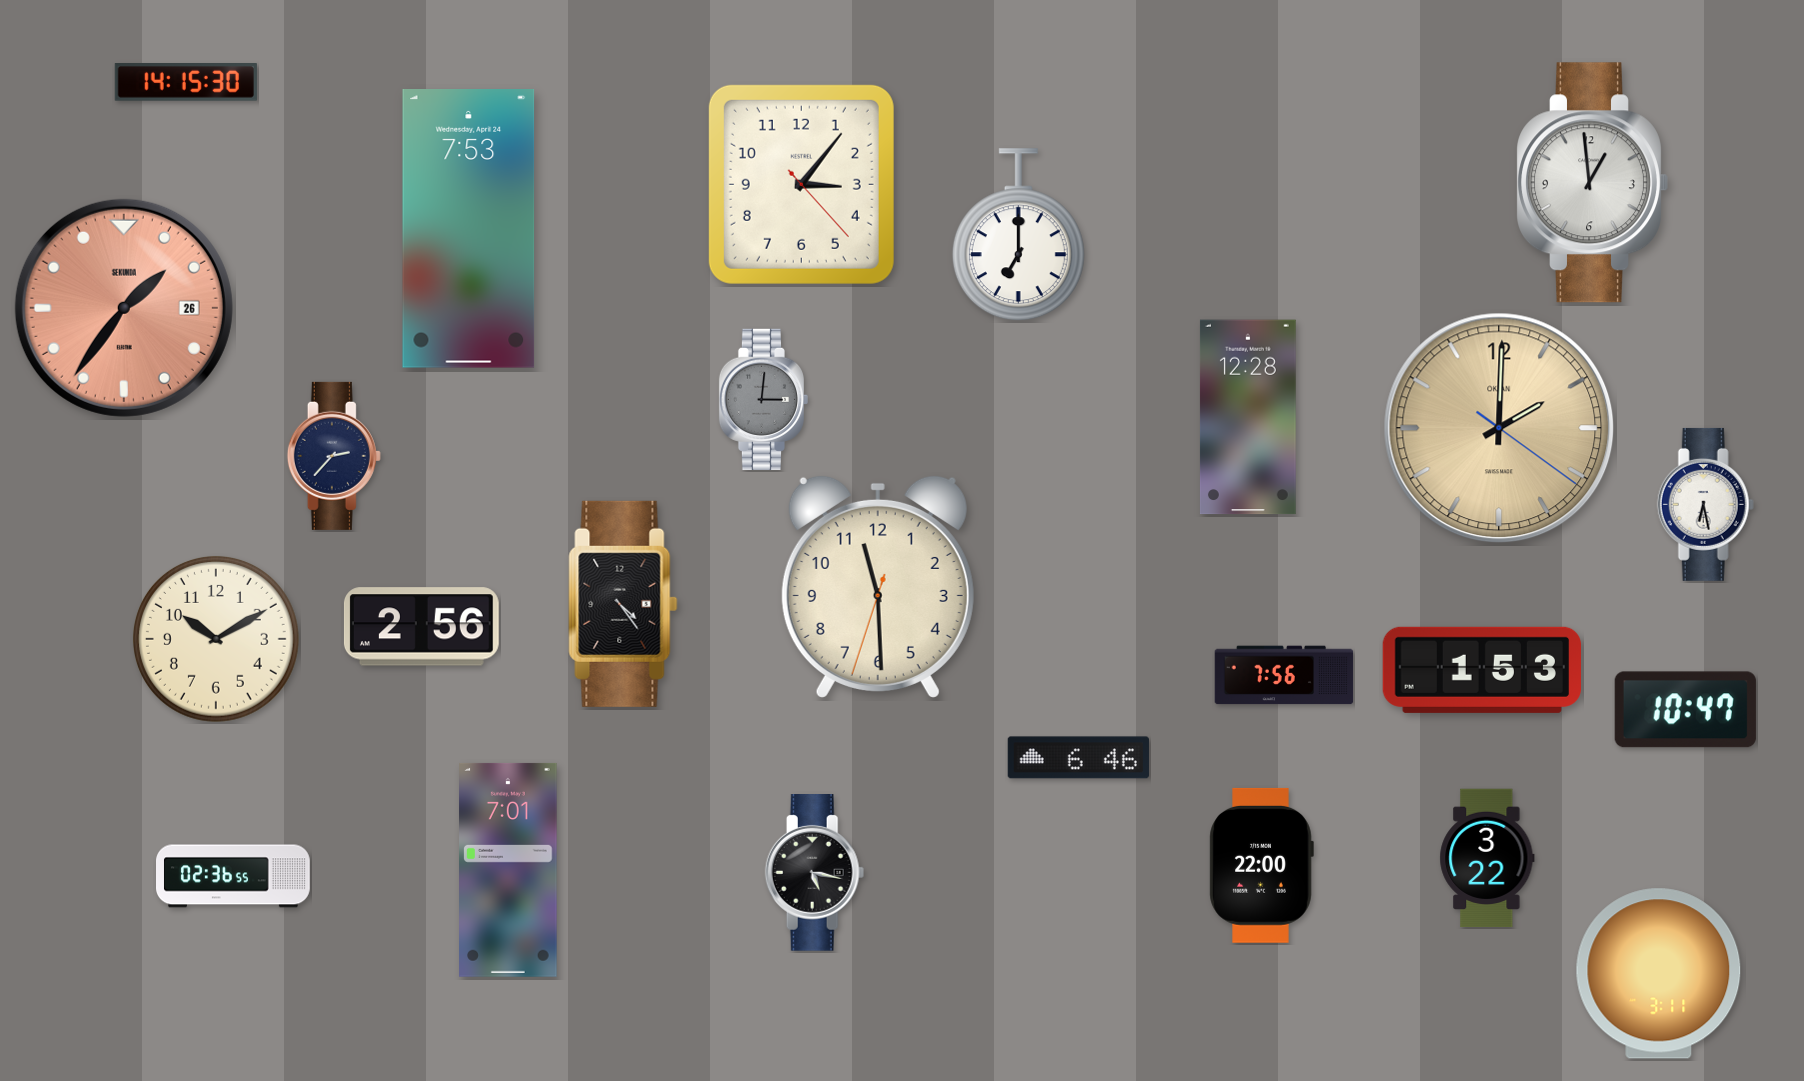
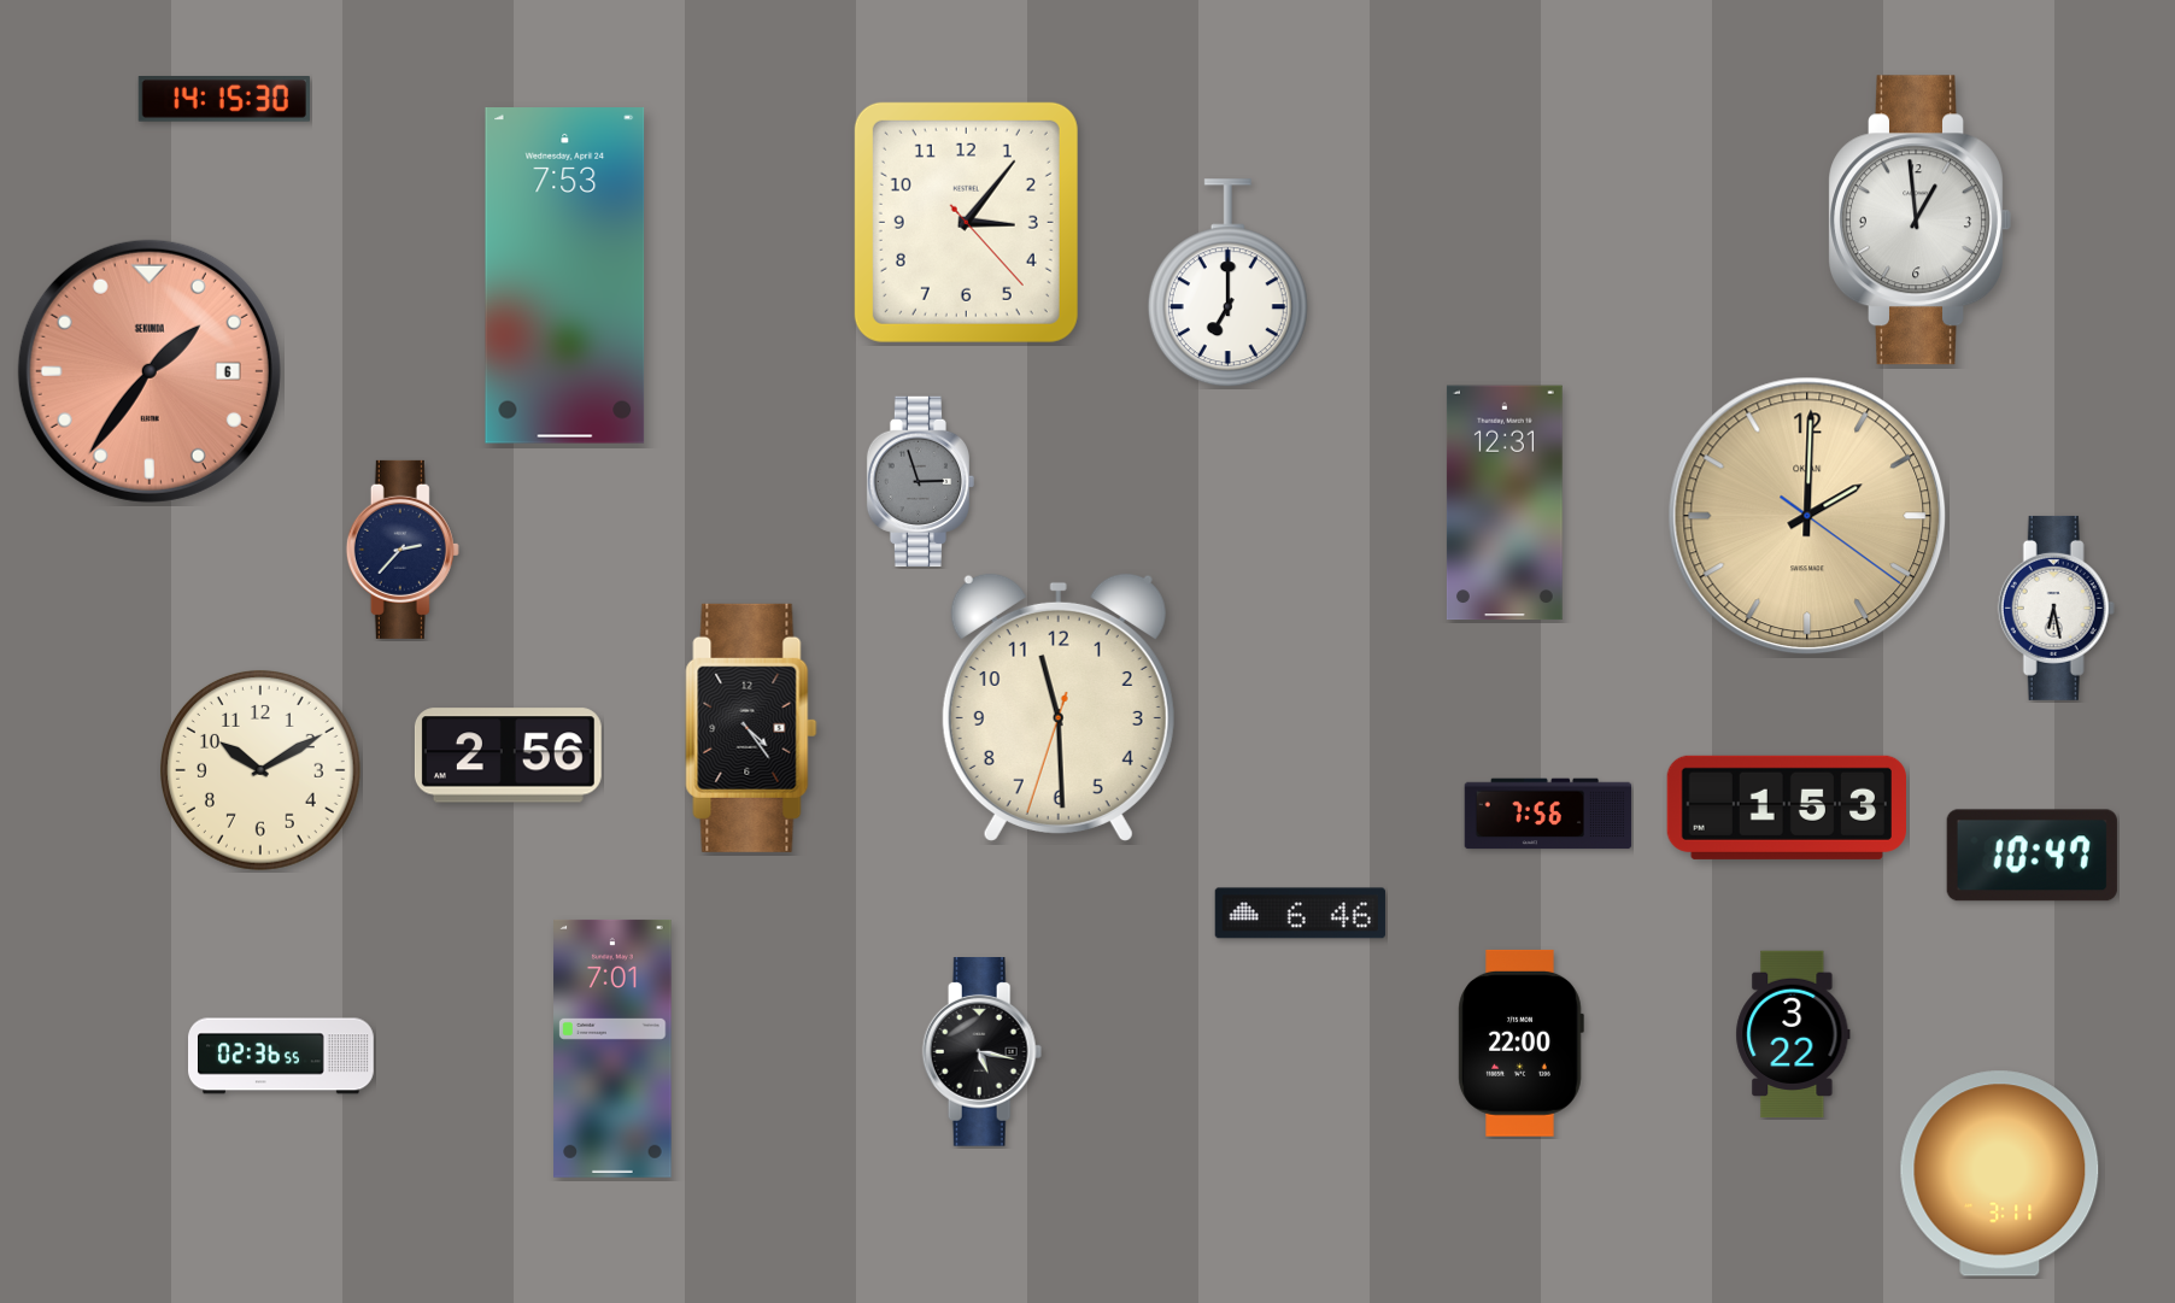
clock at (124, 308) date: 26 -> 6
clock at (763, 399): 3:01 -> 2:57
clock at (1248, 417): 12:28 -> 12:31
